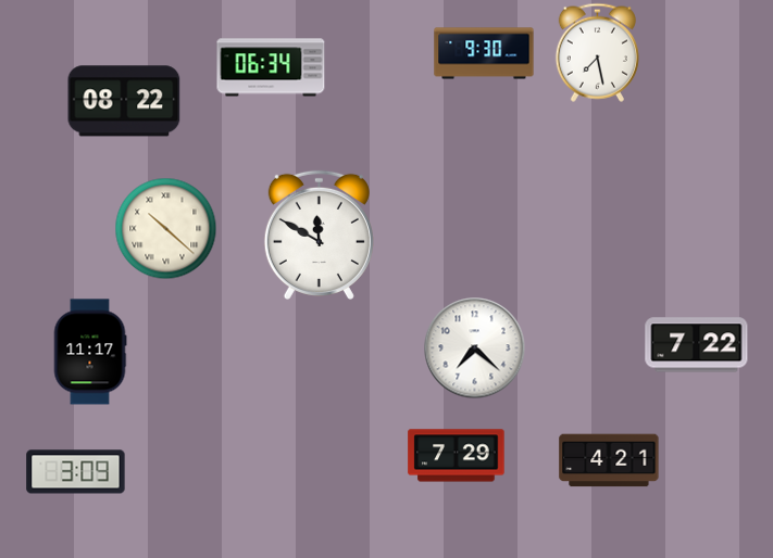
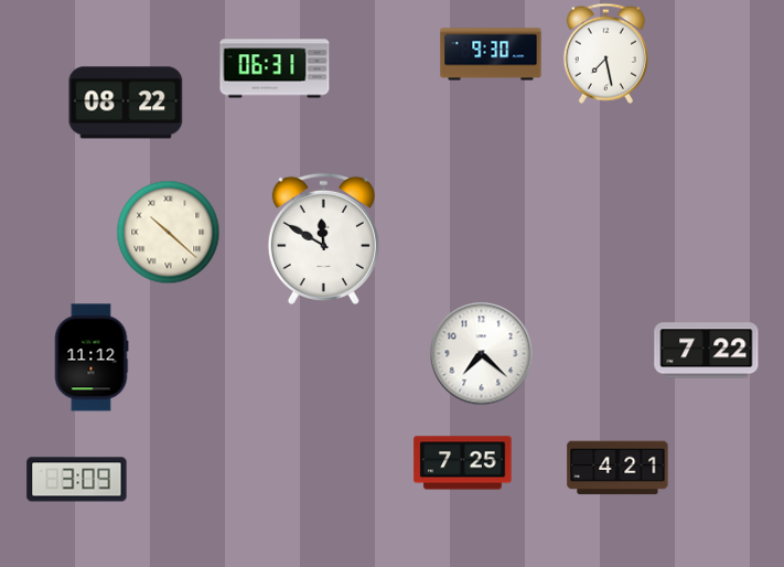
clock at (271, 67): 06:34 -> 06:31
clock at (90, 352): 11:17 -> 11:12
clock at (457, 456): 7:29 -> 7:25
